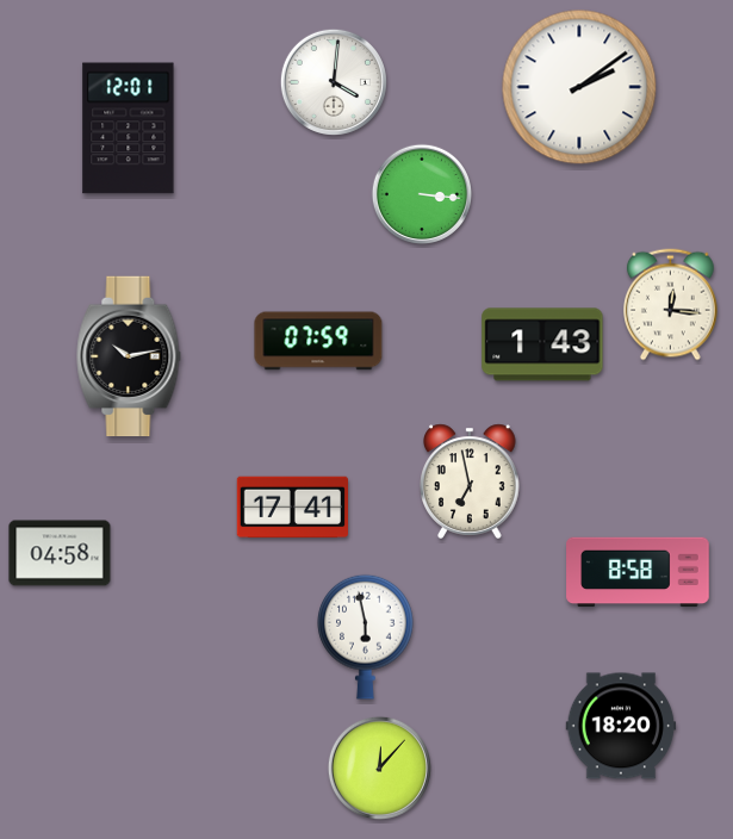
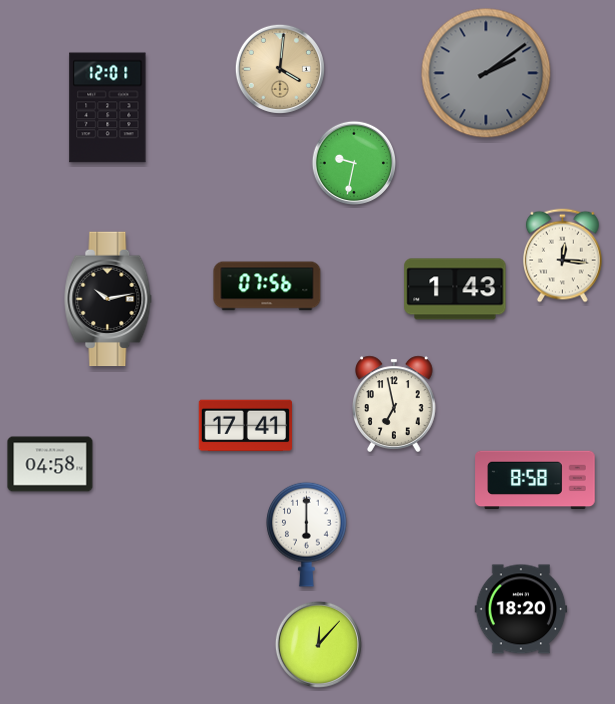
clock at (334, 82) dial: white -> champagne
clock at (579, 87) dial: white -> grey
clock at (421, 193): 3:16 -> 9:32
clock at (318, 341): 07:59 -> 07:56
clock at (366, 636): 5:58 -> 6:00
